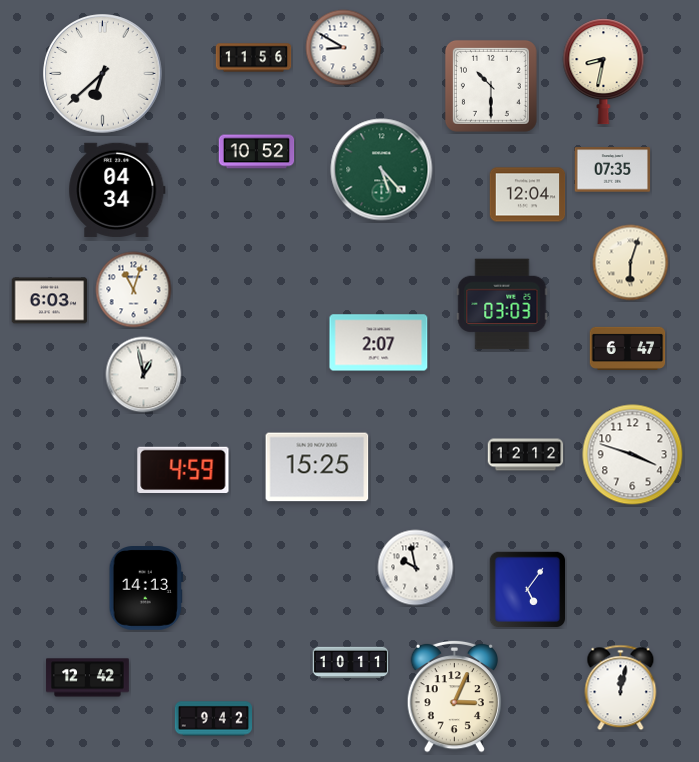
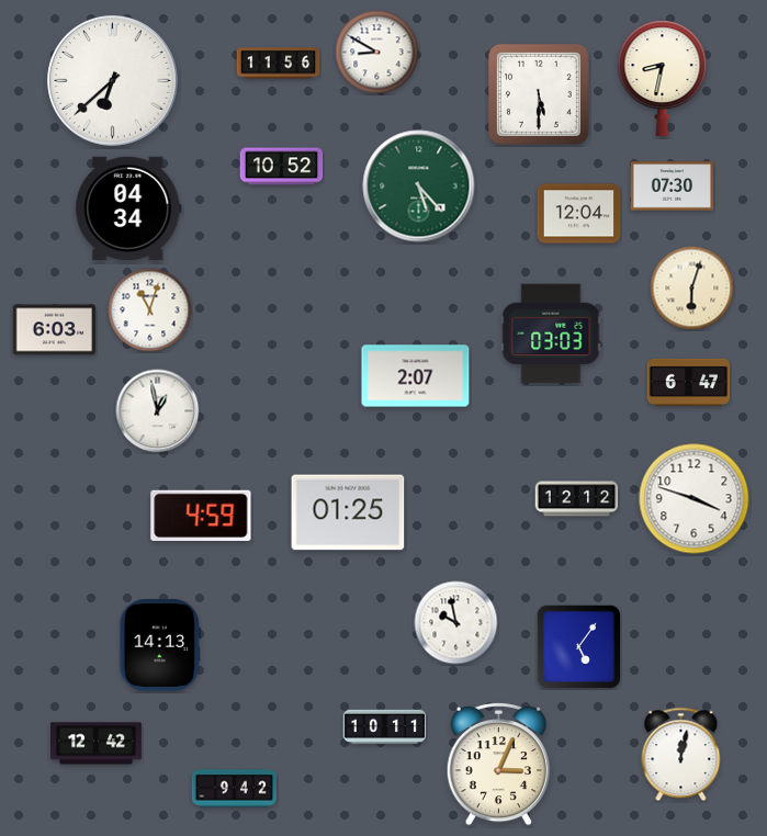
clock at (491, 86): 10:30 -> 5:30
clock at (613, 170): 07:35 -> 07:30
clock at (134, 290) position: (134, 290) -> (150, 310)
clock at (317, 467): 15:25 -> 01:25
